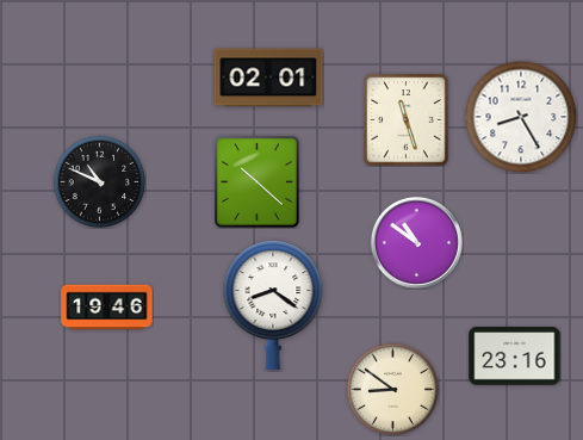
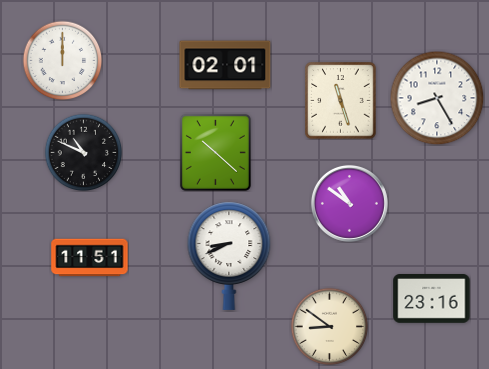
clock at (62, 60): none -> 12:00
clock at (273, 305): 8:21 -> 8:41
clock at (107, 308): 19:46 -> 11:51
